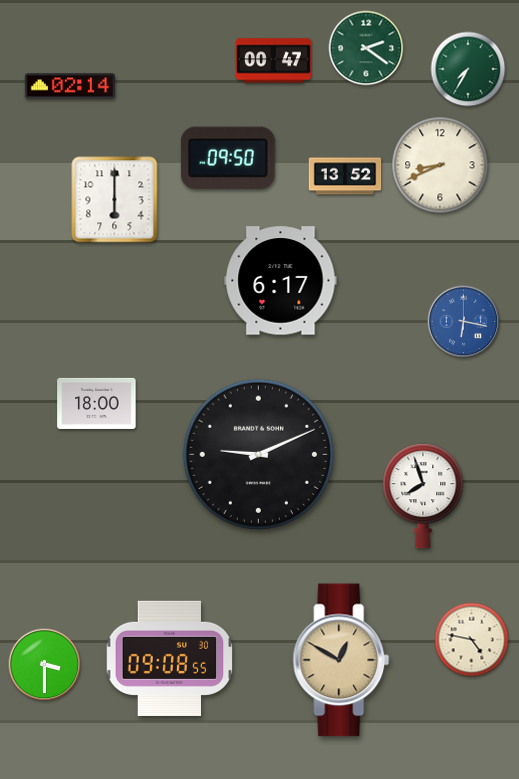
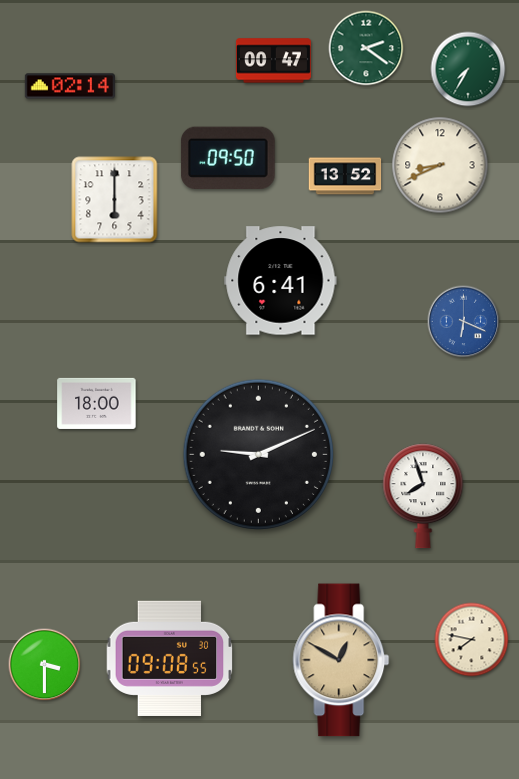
clock at (281, 281): 6:17 -> 6:41
clock at (464, 322): 6:17 -> 6:19
clock at (472, 640): 4:47 -> 7:47
